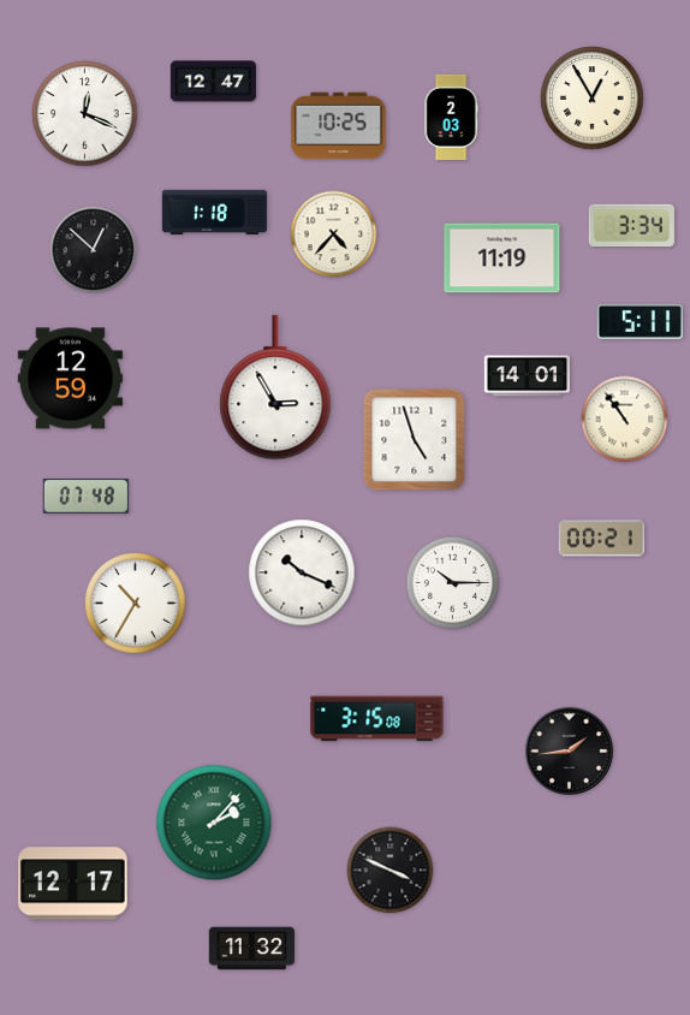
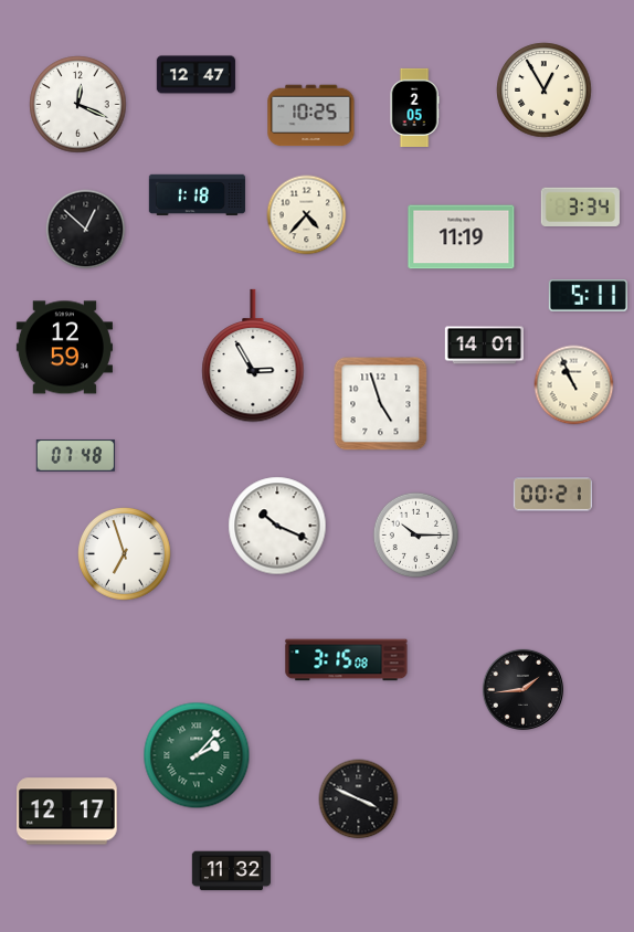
clock at (451, 117): 2:03 -> 2:05
clock at (625, 420): 10:54 -> 10:56
clock at (85, 497) position: (85, 497) -> (75, 456)
clock at (136, 604): 10:35 -> 6:57
